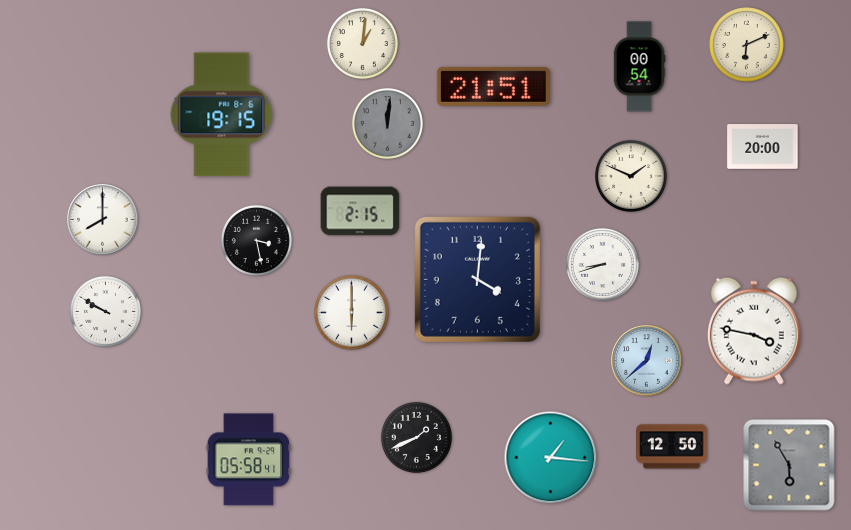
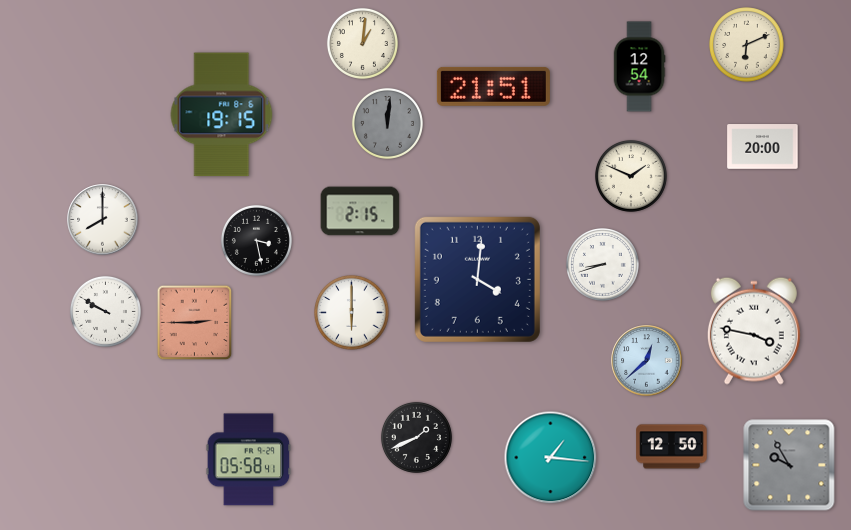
clock at (639, 67): 00:54 -> 12:54
clock at (195, 323): none -> 2:45
clock at (789, 465): 5:55 -> 9:55
